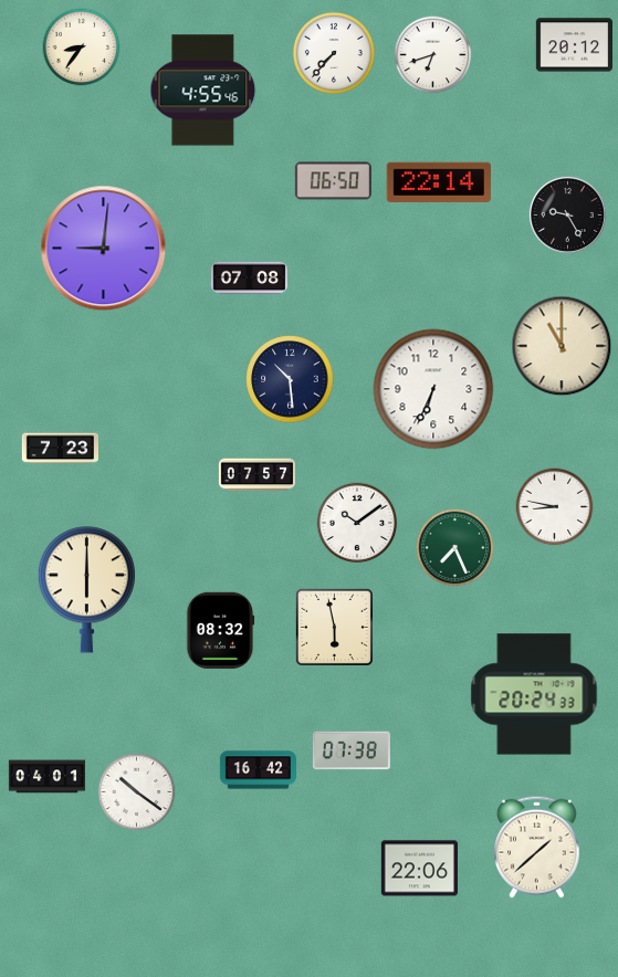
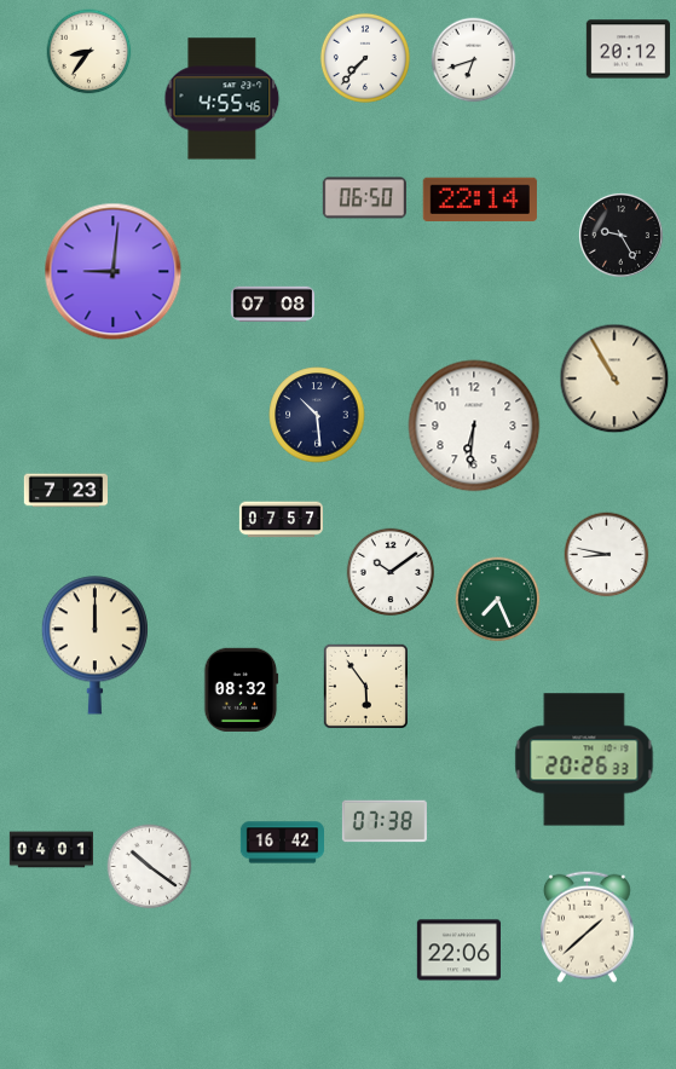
clock at (562, 346): 11:00 -> 10:55
clock at (433, 389): 6:34 -> 6:31
clock at (86, 590): 6:00 -> 12:00
clock at (334, 627): 5:58 -> 5:54
clock at (534, 694): 20:24 -> 20:26
